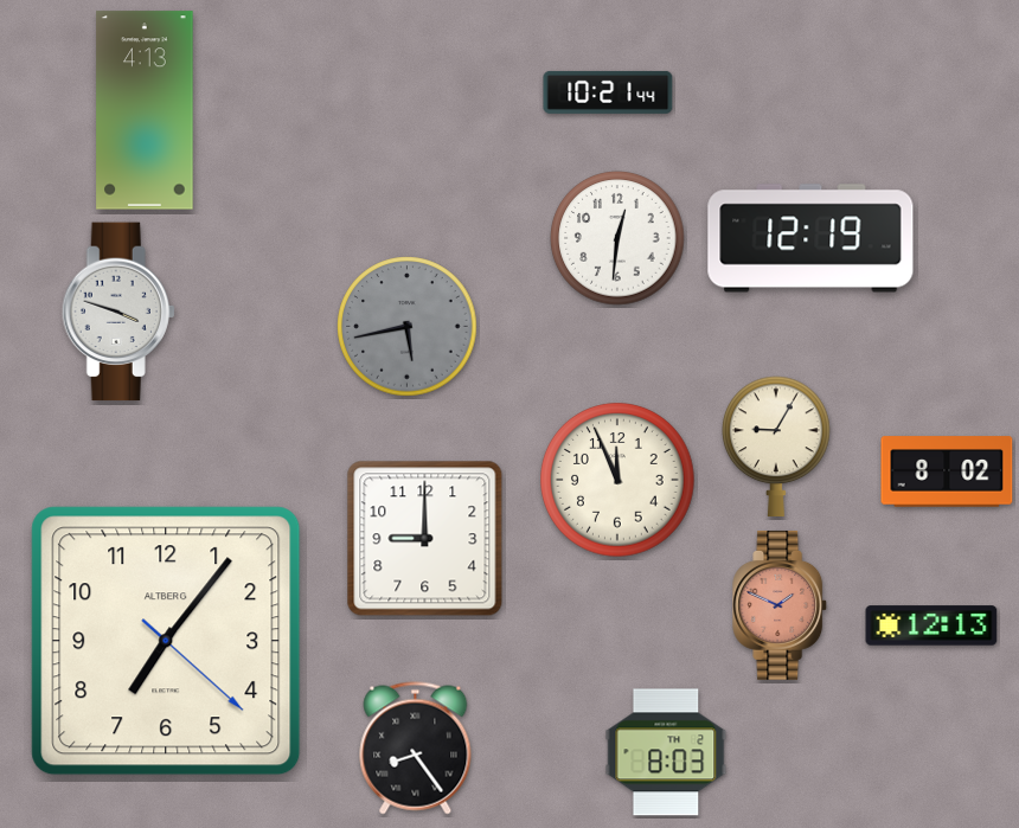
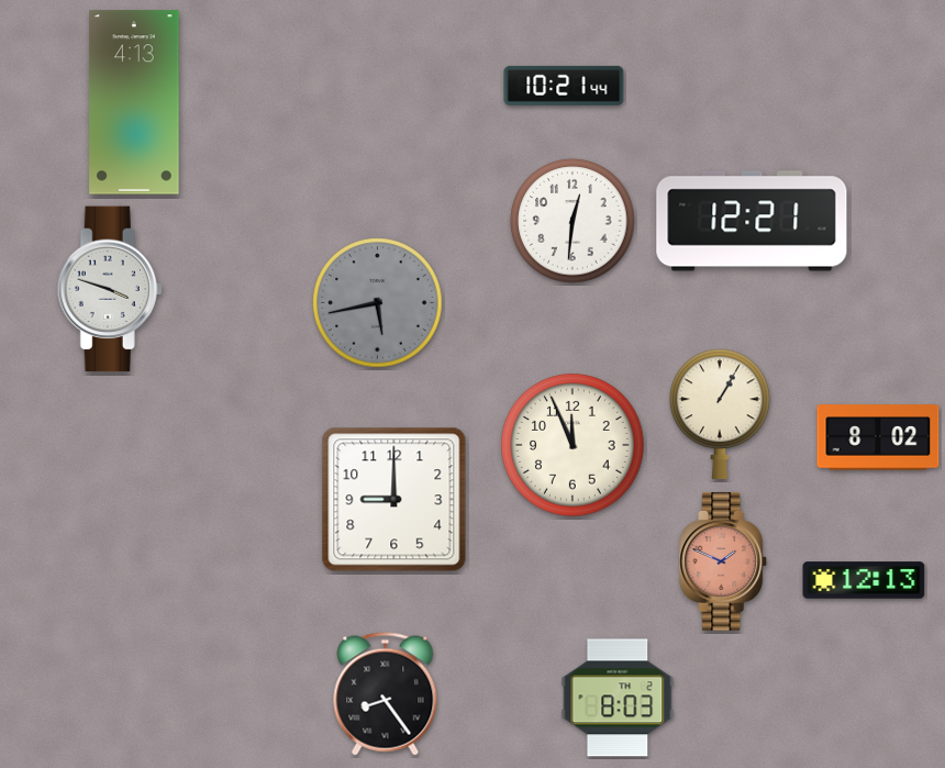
clock at (810, 238): 12:19 -> 12:21
clock at (777, 445): 9:05 -> 1:05
clock at (166, 641): 7:06 -> none
